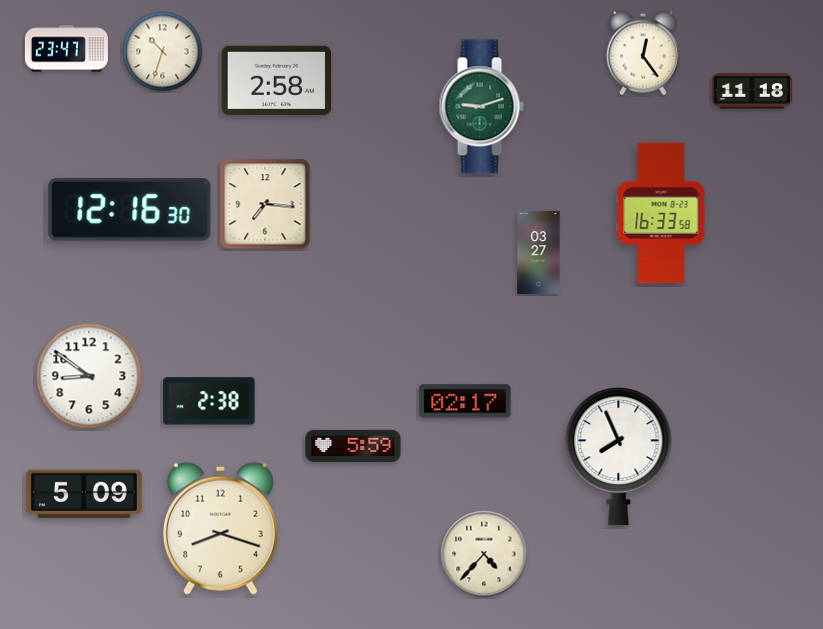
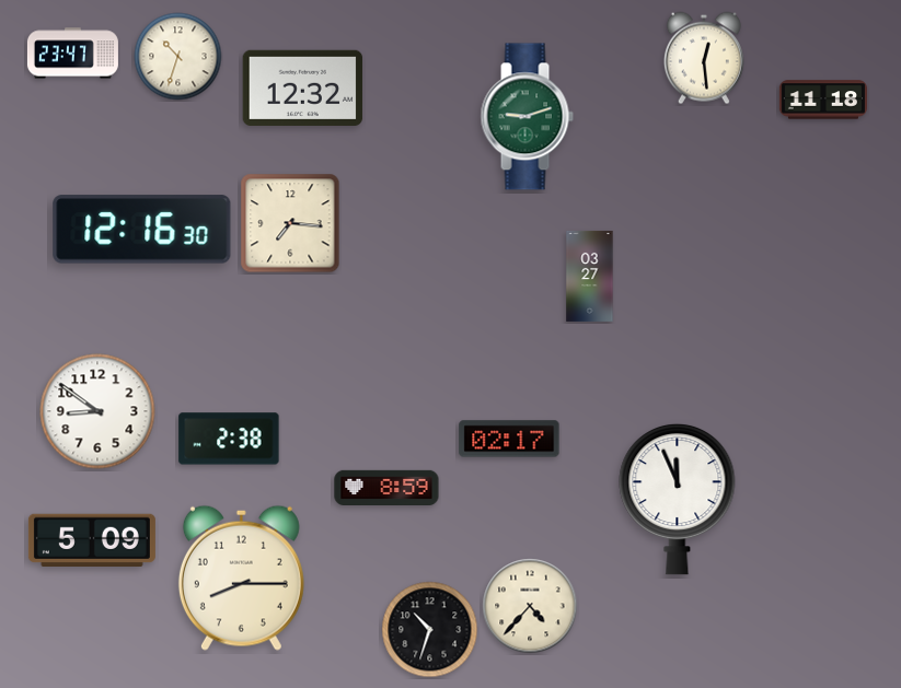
clock at (643, 53): 12:24 -> 12:29
clock at (277, 80): 2:58 -> 12:32
clock at (661, 213): 16:33 -> none
clock at (353, 445): 5:59 -> 8:59
clock at (619, 456): 7:56 -> 11:56
clock at (220, 528): 8:18 -> 8:15
clock at (430, 630): none -> 10:33
